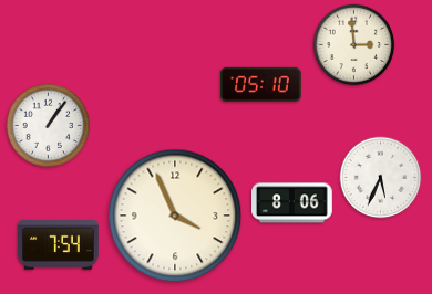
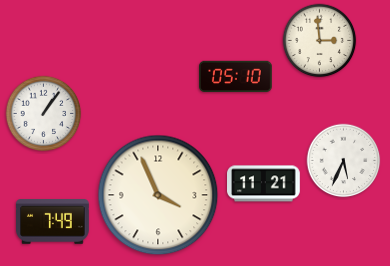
clock at (292, 203): 8:06 -> 11:21
clock at (59, 245): 7:54 -> 7:49
